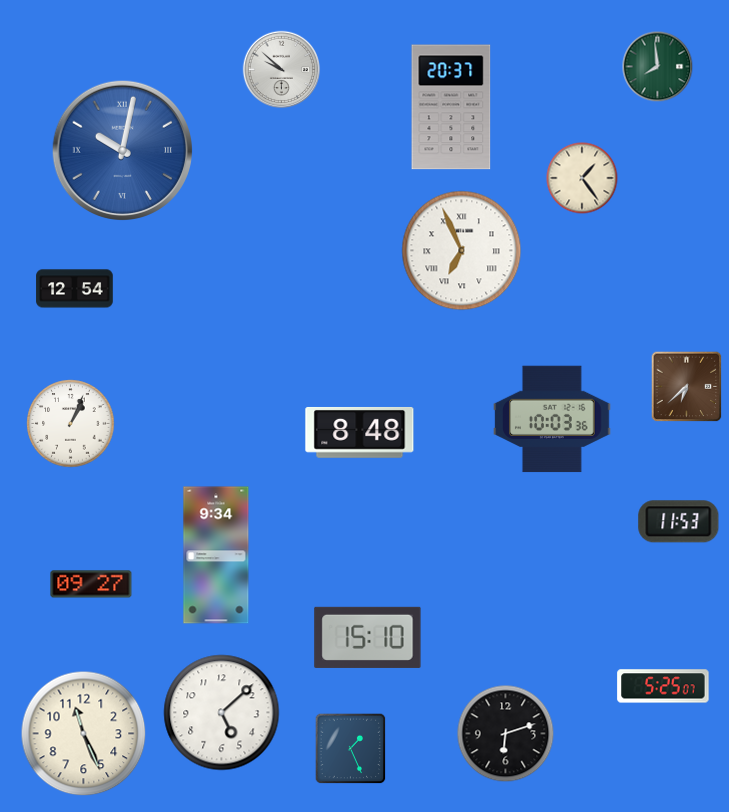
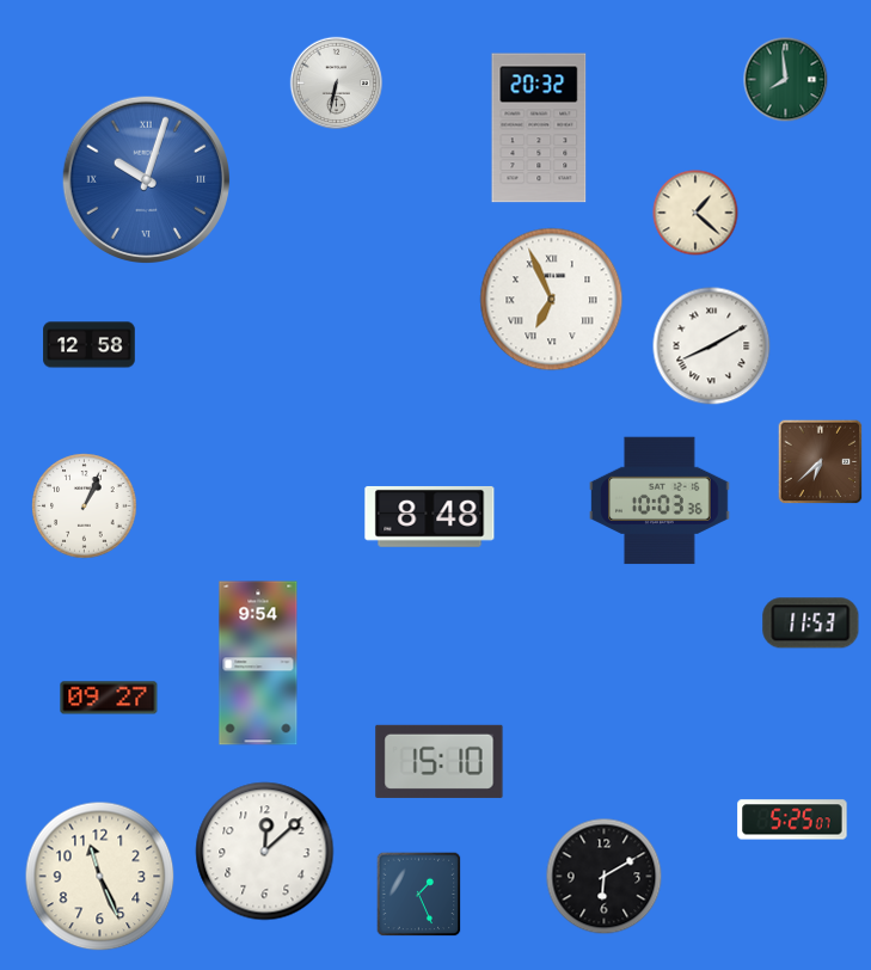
clock at (282, 70): 9:52 -> 6:32
clock at (451, 107): 20:37 -> 20:32
clock at (122, 150): 10:02 -> 10:03
clock at (582, 178): 1:24 -> 1:22
clock at (75, 289): 12:54 -> 12:58
clock at (712, 346): none -> 8:10
clock at (216, 555): 9:34 -> 9:54
clock at (222, 713): 5:08 -> 12:08
clock at (506, 734): 6:12 -> 6:10
